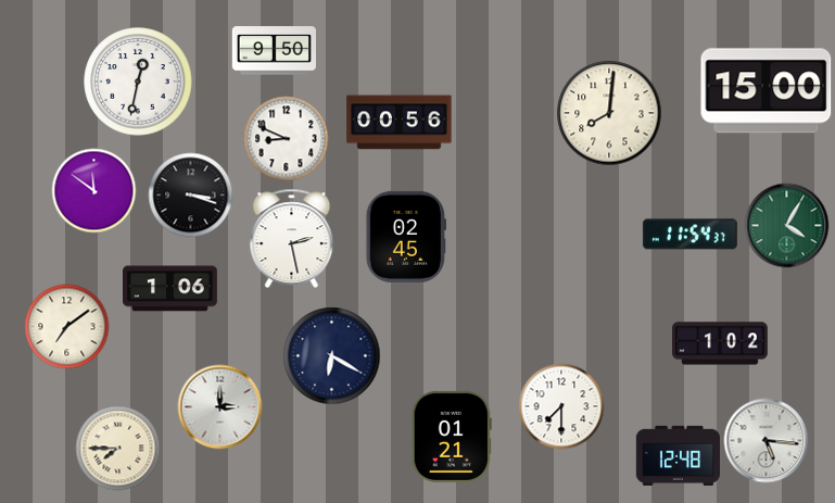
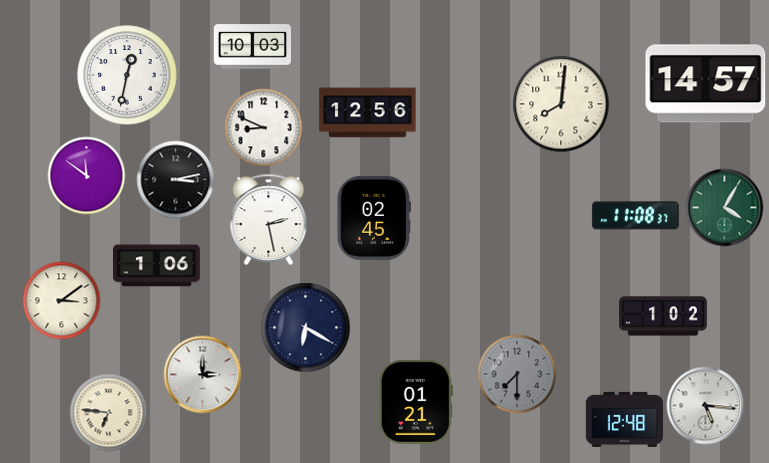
clock at (274, 51): 9:50 -> 10:03
clock at (767, 91): 15:00 -> 14:57
clock at (400, 123): 00:56 -> 12:56
clock at (190, 194): 3:18 -> 3:13
clock at (689, 235): 11:54 -> 11:08
clock at (66, 326): 7:09 -> 3:09
clock at (561, 406) dial: white -> grey
clock at (117, 448): 7:45 -> 6:46
